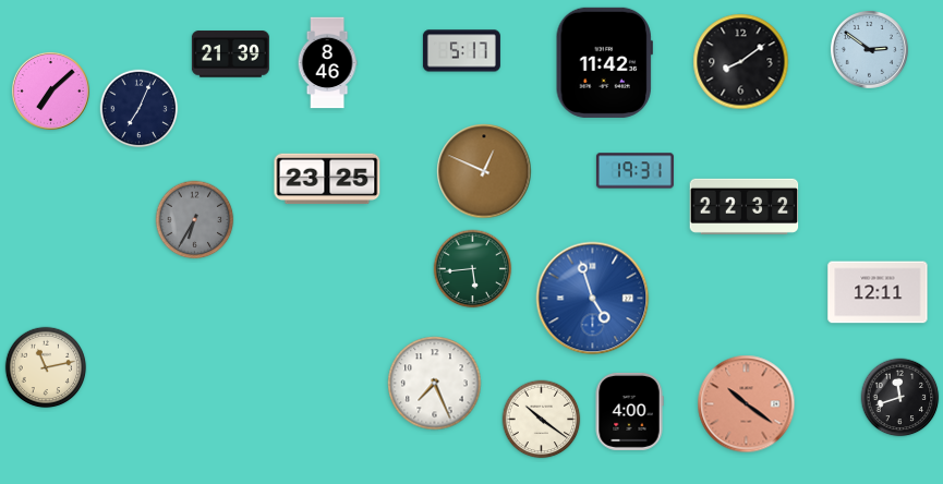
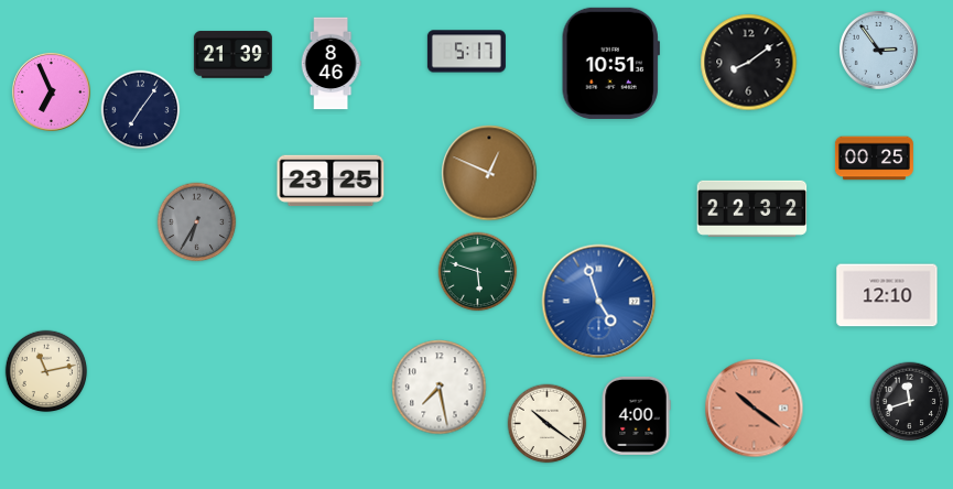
clock at (869, 49): 2:51 -> 2:54
clock at (604, 62): 11:42 -> 10:51
clock at (50, 90): 7:08 -> 6:56
clock at (140, 109): 7:04 -> 7:06
clock at (874, 159): none -> 00:25
clock at (634, 171): 19:31 -> none
clock at (473, 269): 5:44 -> 5:48
clock at (878, 292): 12:11 -> 12:10
clock at (435, 384): 7:26 -> 7:28
